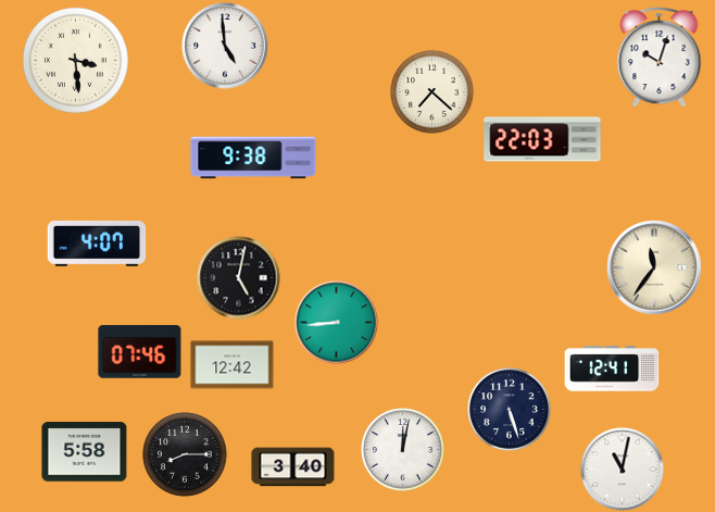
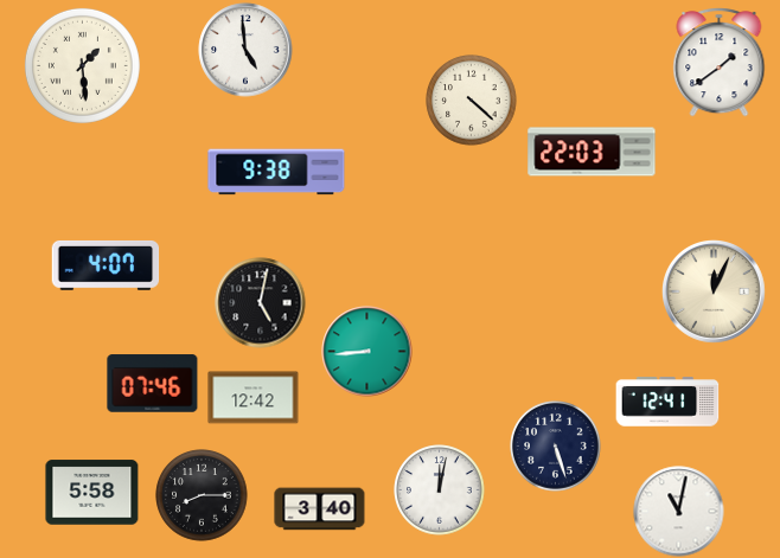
clock at (660, 58): 10:03 -> 1:39
clock at (75, 60): 3:29 -> 1:29
clock at (432, 92): 7:22 -> 4:22
clock at (655, 269): 11:36 -> 12:04
